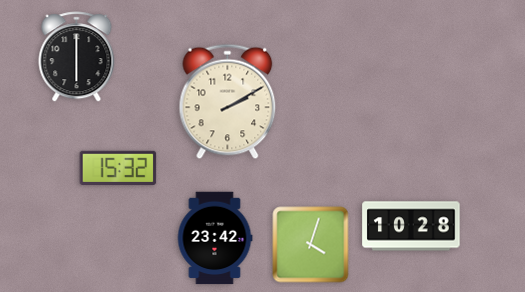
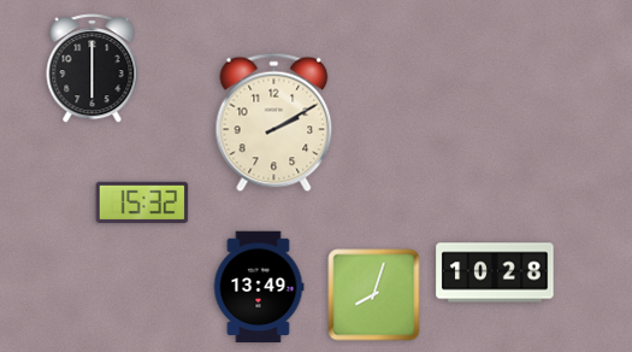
clock at (215, 238): 23:42 -> 13:49
clock at (311, 245): 4:03 -> 8:03
